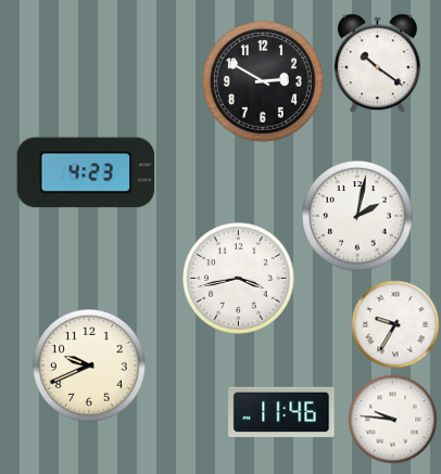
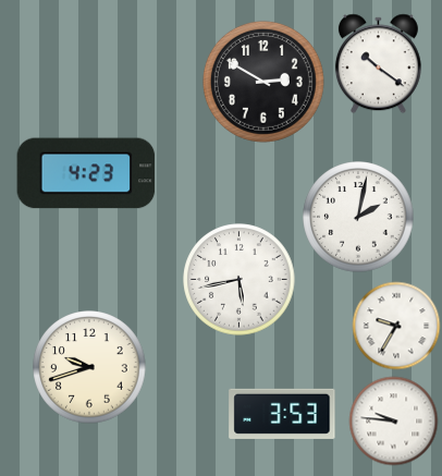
clock at (239, 279): 3:43 -> 5:43
clock at (89, 366): 9:41 -> 9:42
clock at (281, 412): 11:46 -> 3:53
